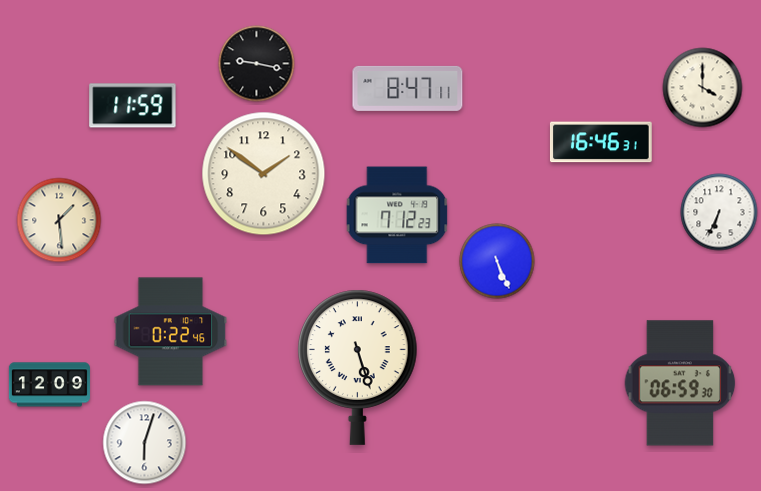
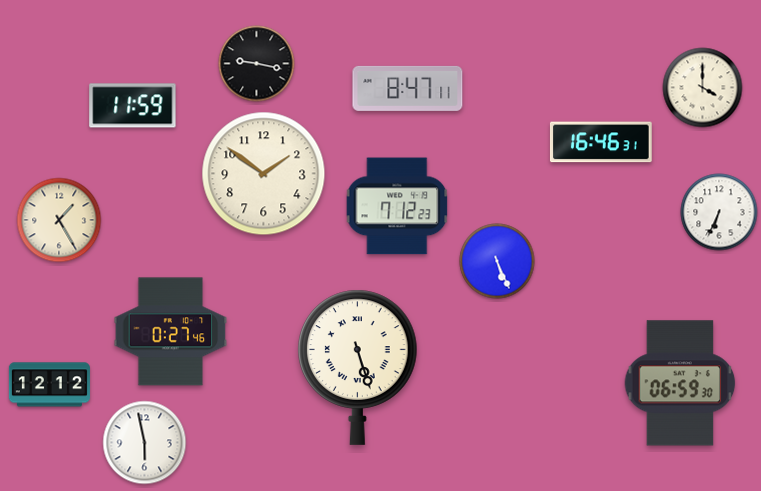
clock at (397, 215) position: (397, 215) -> (397, 206)
clock at (59, 220): 1:29 -> 1:25
clock at (171, 332): 0:22 -> 0:27
clock at (49, 385): 12:09 -> 12:12
clock at (145, 443): 6:03 -> 5:58
